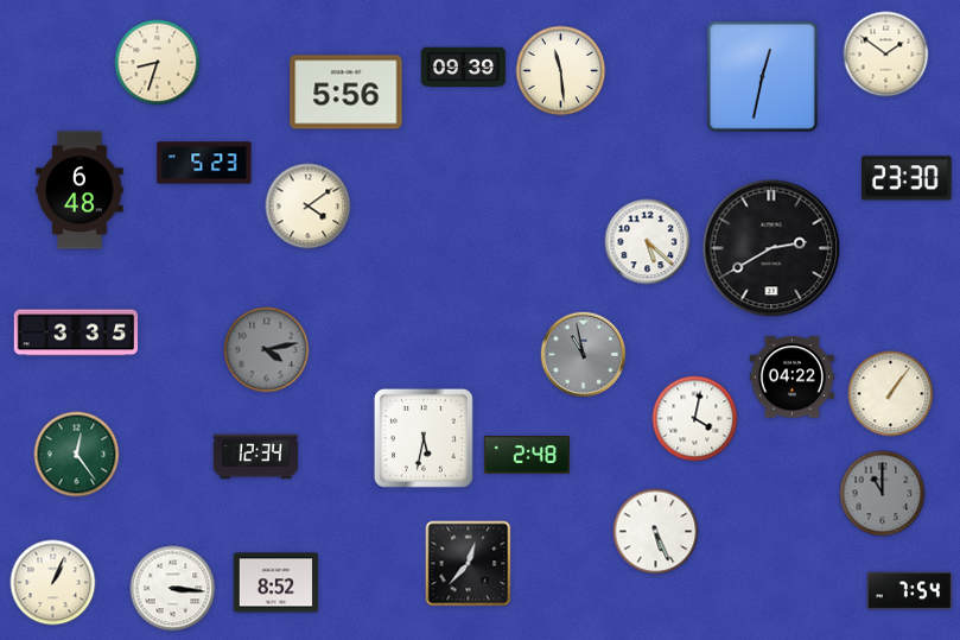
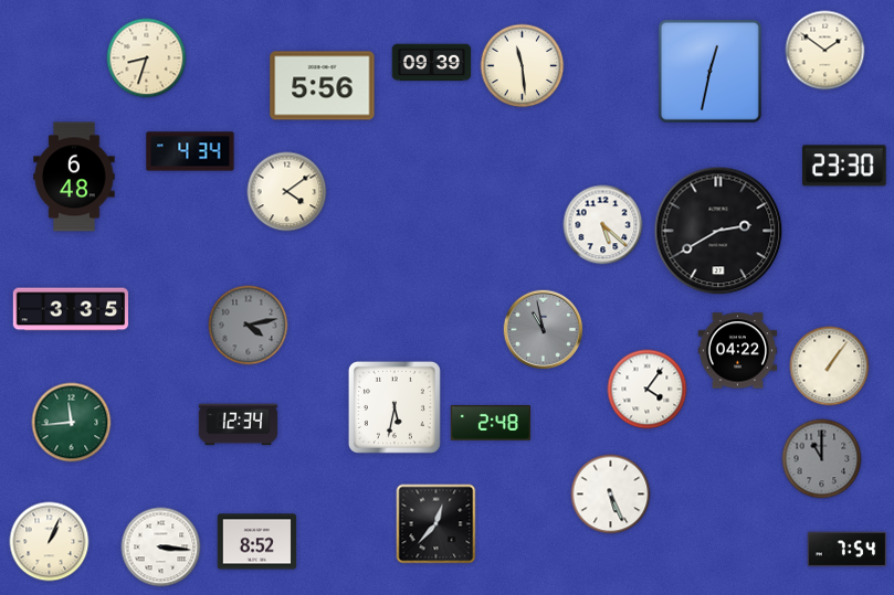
clock at (204, 163): 5:23 -> 4:34
clock at (695, 419): 4:02 -> 4:06
clock at (77, 455): 12:24 -> 11:44
